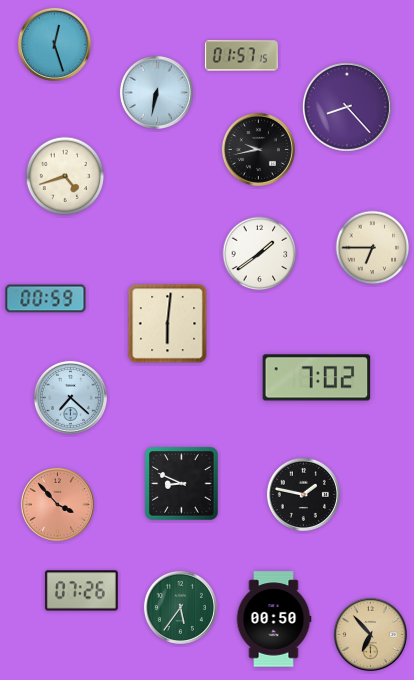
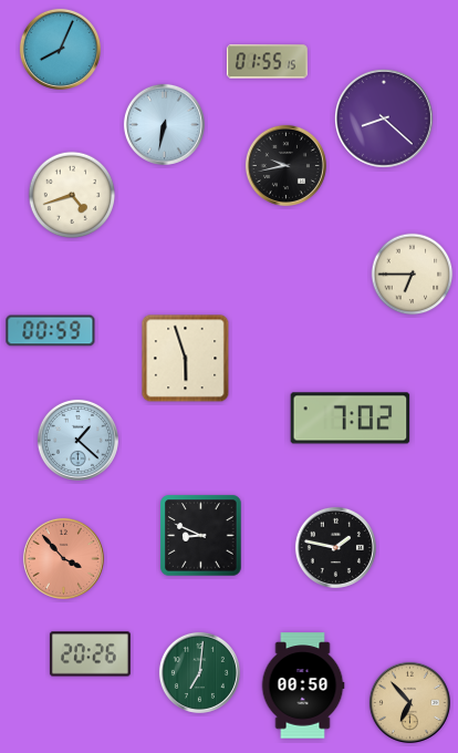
clock at (54, 44): 12:27 -> 8:04
clock at (241, 56): 01:57 -> 01:55
clock at (156, 92) position: (156, 92) -> (164, 124)
clock at (348, 108): 8:23 -> 8:22
clock at (260, 254): 1:39 -> none
clock at (168, 324): 6:01 -> 5:57
clock at (70, 397): 7:22 -> 1:22
clock at (81, 591): 07:26 -> 20:26
clock at (180, 607): 5:36 -> 7:01
